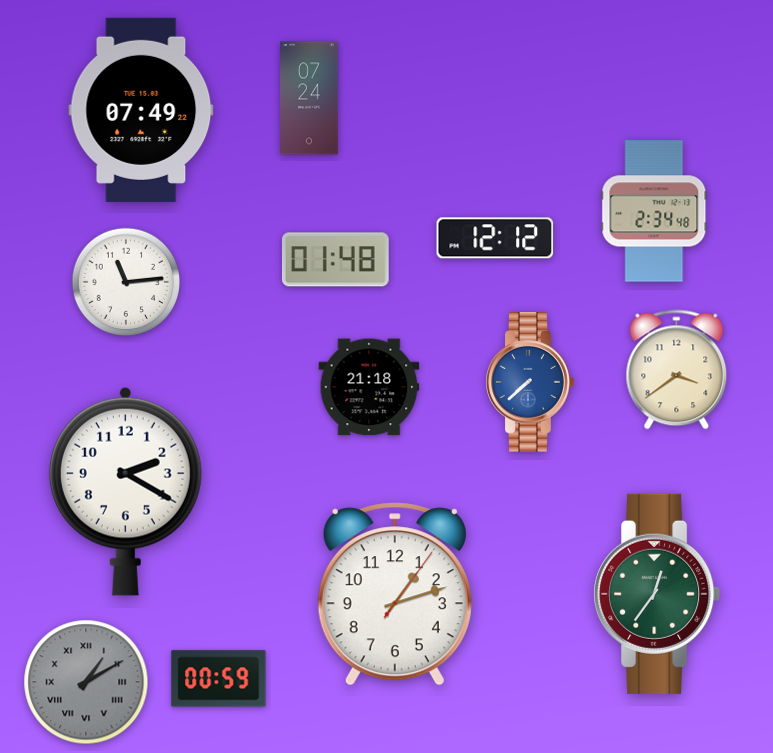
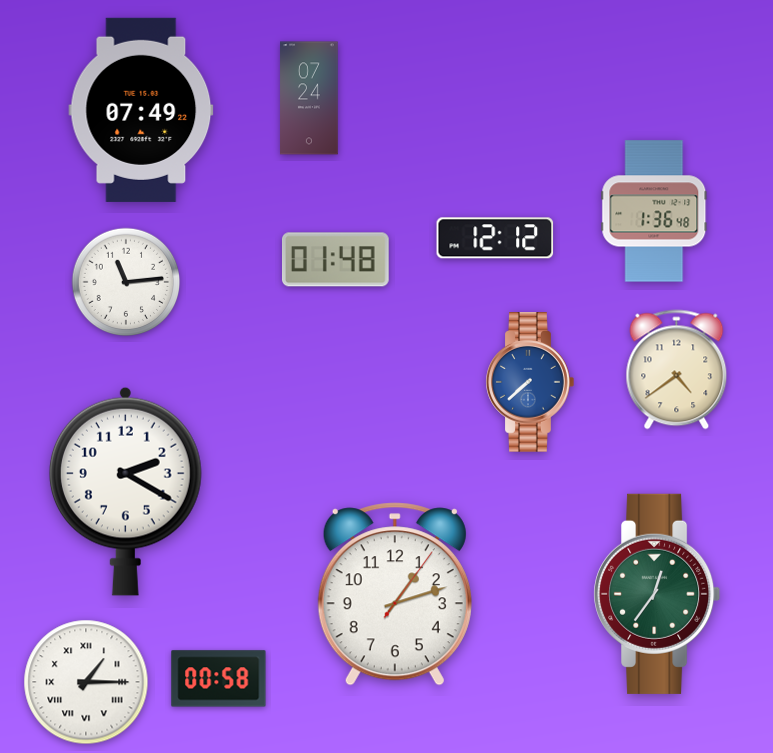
clock at (654, 211): 2:34 -> 1:36
clock at (677, 370): 3:39 -> 4:39
clock at (369, 387): 21:18 -> none
clock at (219, 679): 00:59 -> 00:58
clock at (86, 682): 1:10 -> 1:15
clock at (86, 682) dial: grey -> white
